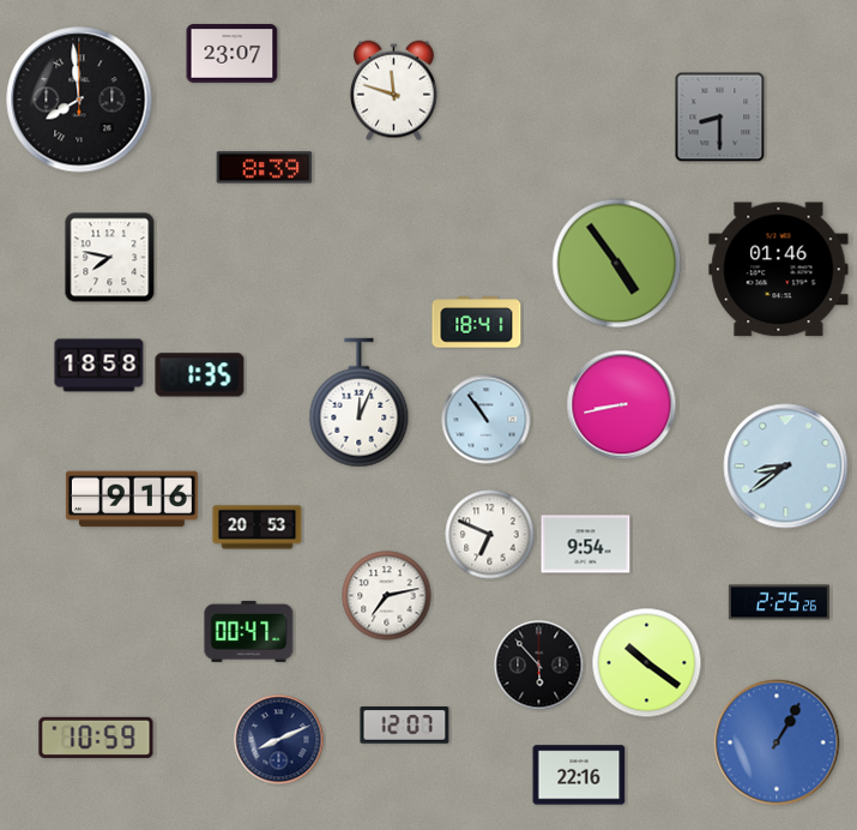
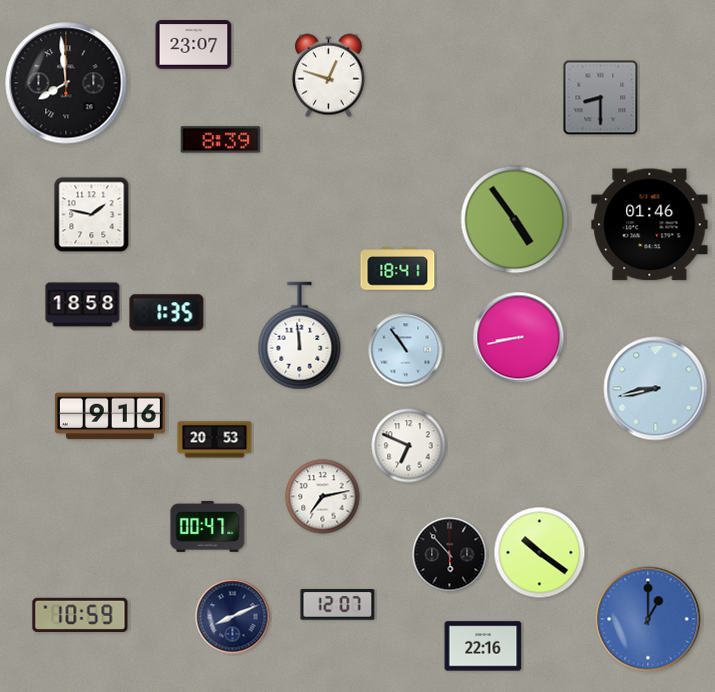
clock at (393, 91): 11:48 -> 12:48
clock at (110, 258): 7:47 -> 1:47
clock at (360, 403): 12:04 -> 11:59
clock at (786, 467): 8:39 -> 8:43
clock at (586, 545): 9:54 -> none
clock at (779, 602): 2:25 -> none
clock at (777, 742): 1:05 -> 1:00
